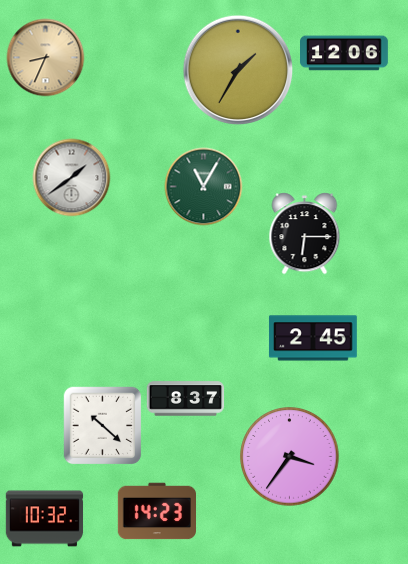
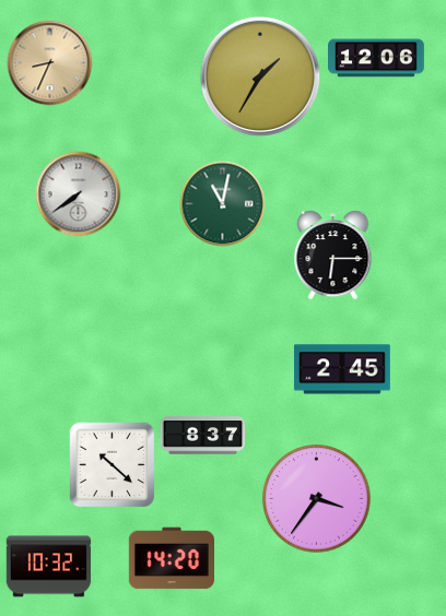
clock at (71, 177): 1:39 -> 7:39
clock at (203, 186): 11:05 -> 11:02
clock at (156, 511): 14:23 -> 14:20
